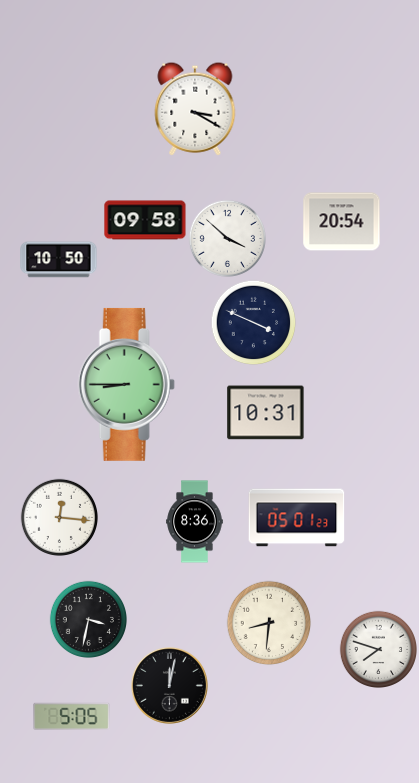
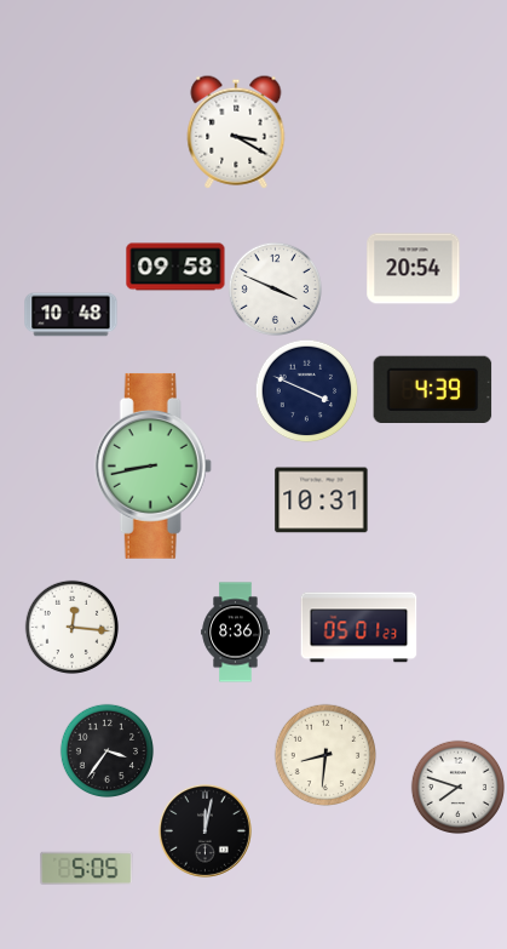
clock at (227, 238): 3:52 -> 3:49
clock at (59, 260): 10:50 -> 10:48
clock at (433, 389): none -> 4:39
clock at (126, 384): 8:45 -> 8:43
clock at (88, 619): 3:32 -> 3:36
